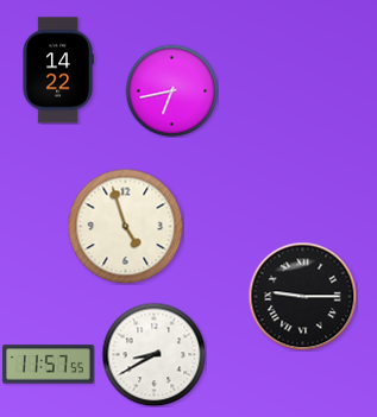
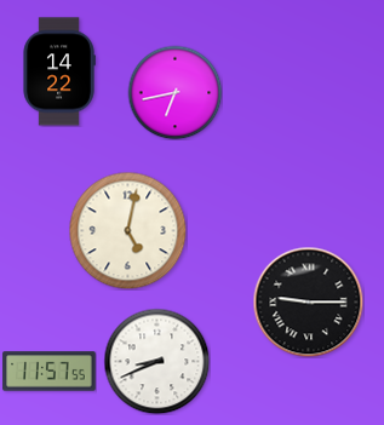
clock at (125, 226): 4:57 -> 5:02
clock at (153, 354): 8:40 -> 8:41
